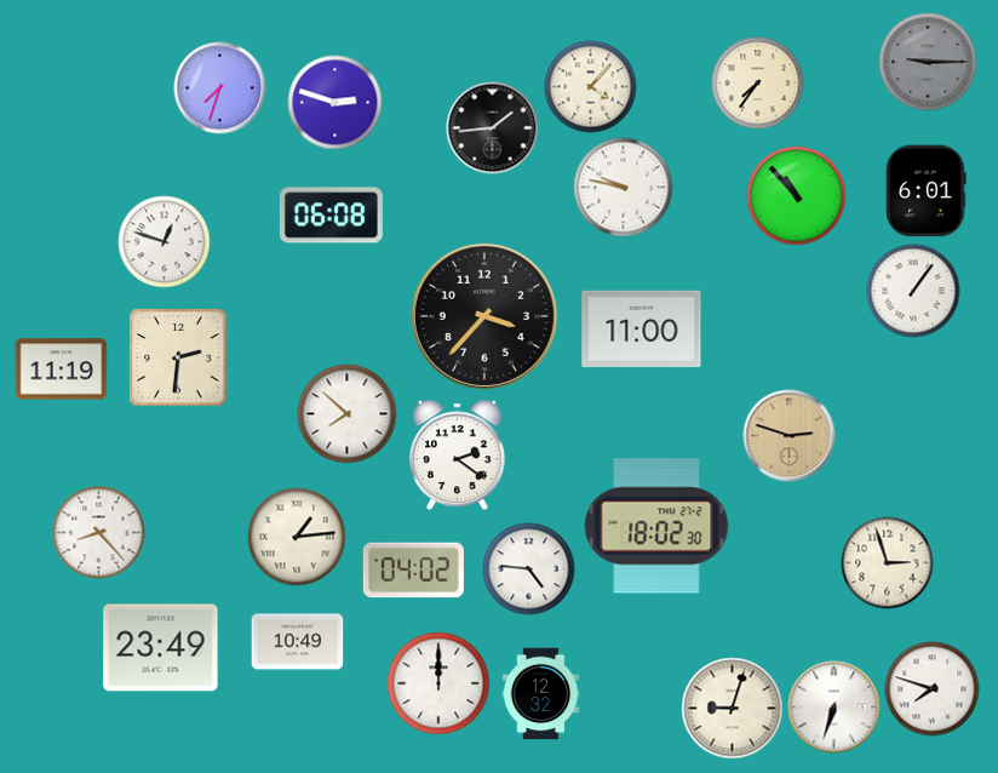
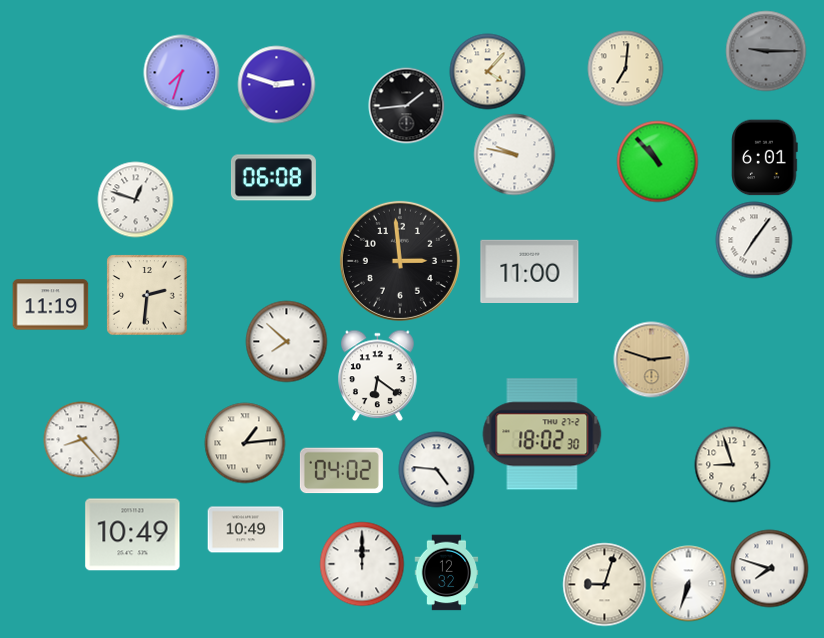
clock at (758, 84): 7:36 -> 7:01
clock at (913, 291): 1:06 -> 7:06
clock at (484, 316): 3:37 -> 2:59
clock at (458, 456): 2:21 -> 6:21
clock at (888, 563): 2:57 -> 8:57
clock at (161, 648): 23:49 -> 10:49
